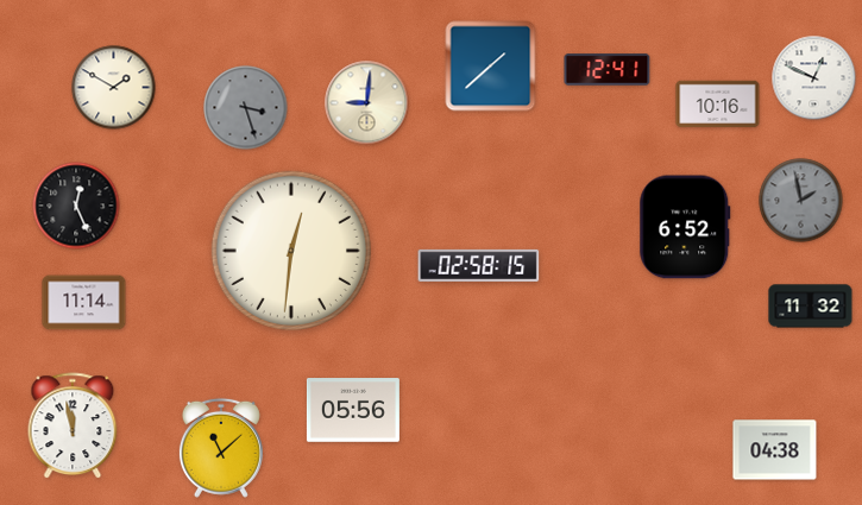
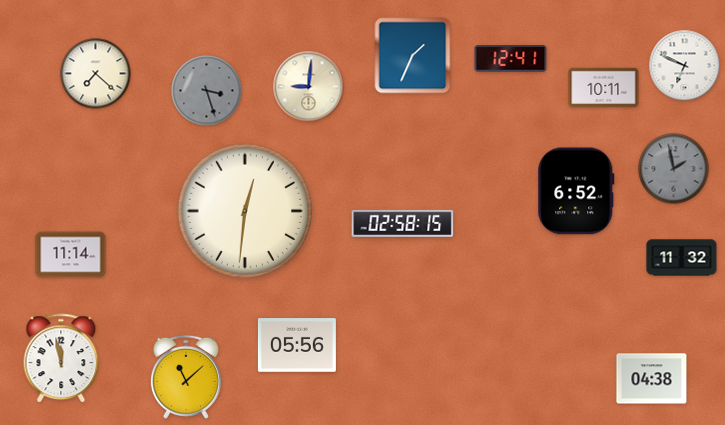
clock at (491, 67): 1:38 -> 1:34
clock at (814, 78): 12:49 -> 6:49
clock at (114, 88): 1:50 -> 7:22
clock at (718, 105): 10:16 -> 10:11
clock at (76, 206): 12:26 -> none
